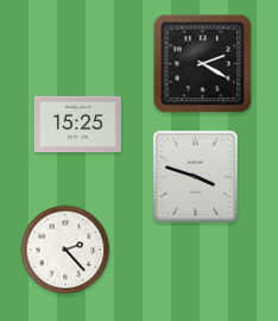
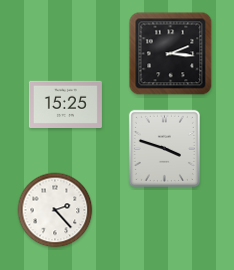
clock at (203, 64): 2:20 -> 2:16
